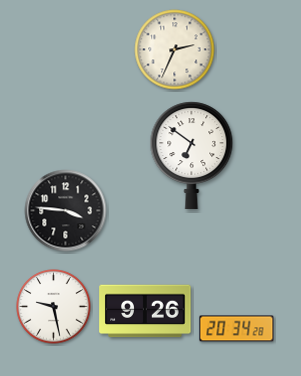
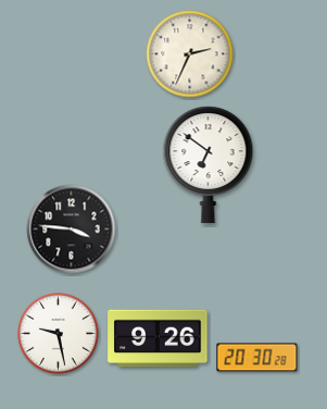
clock at (192, 156) position: (192, 156) -> (209, 165)
clock at (237, 329): 20:34 -> 20:30
